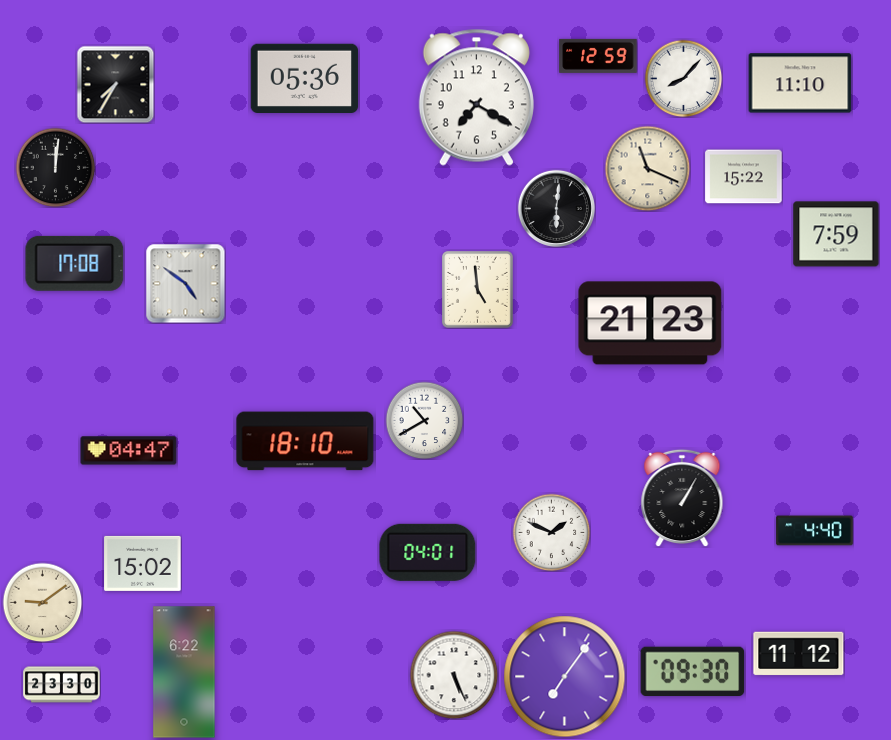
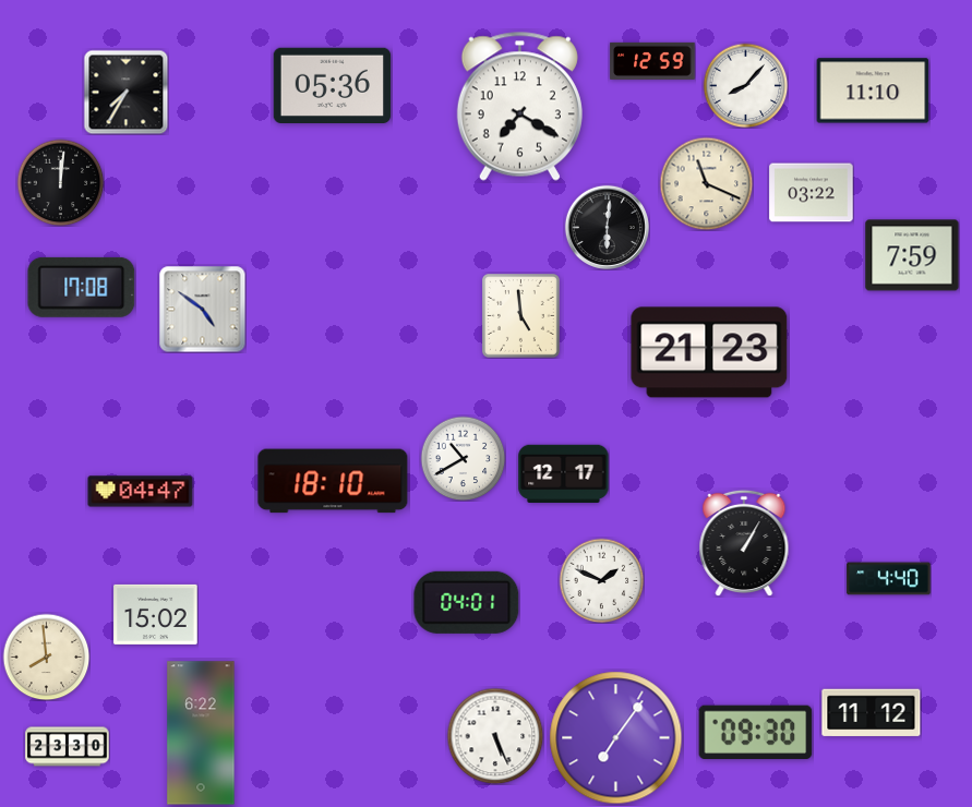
clock at (744, 177): 15:22 -> 03:22
clock at (564, 473): none -> 12:17
clock at (42, 602): 9:09 -> 7:59
